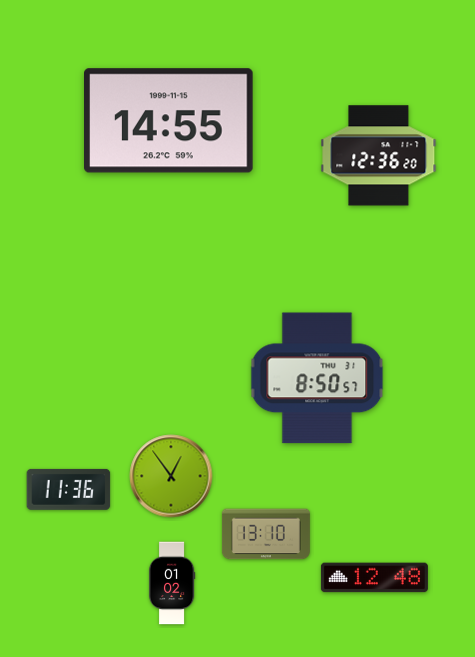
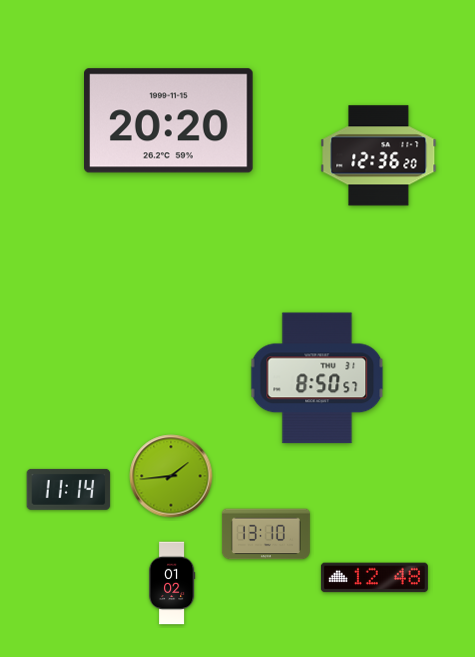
clock at (169, 121): 14:55 -> 20:20
clock at (171, 476): 12:54 -> 1:44
clock at (69, 489): 11:36 -> 11:14
